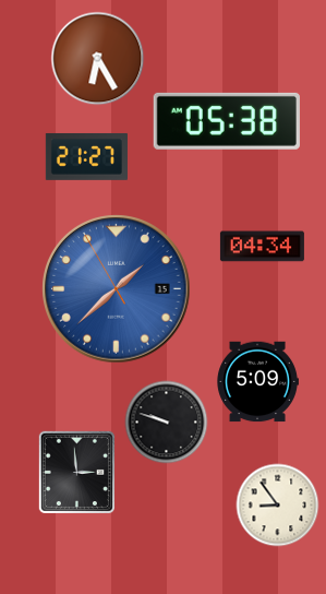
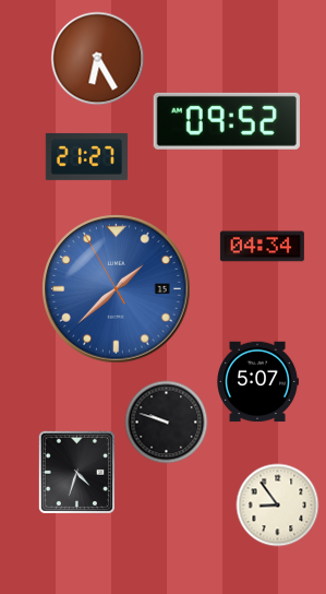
clock at (227, 121): 05:38 -> 09:52
clock at (257, 382): 5:09 -> 5:07
clock at (76, 472): 2:59 -> 4:33
